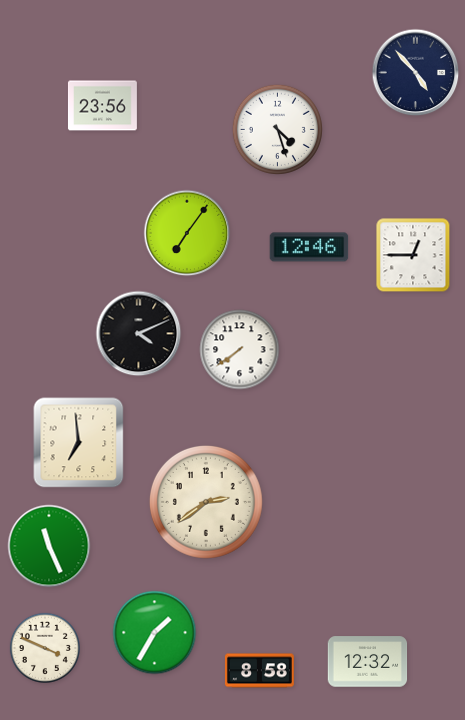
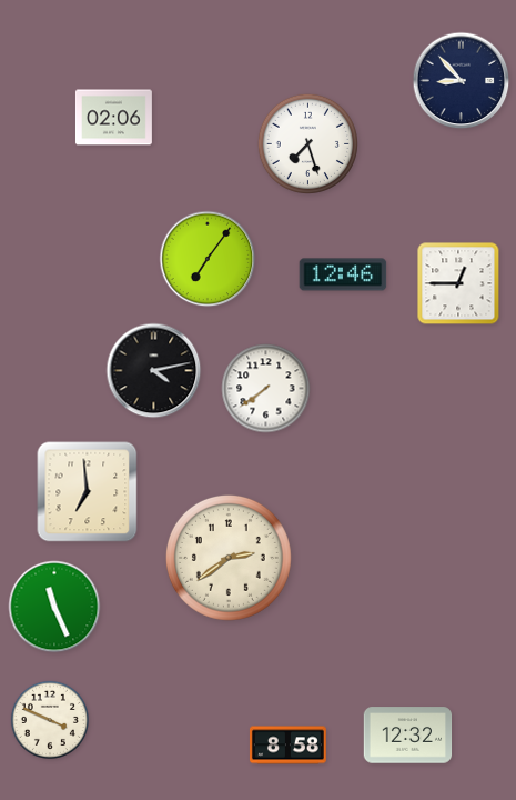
clock at (416, 73): 4:53 -> 8:53
clock at (102, 106): 23:56 -> 02:06
clock at (277, 129): 4:27 -> 7:27
clock at (139, 334): 4:11 -> 4:13
clock at (155, 633): 1:35 -> none
